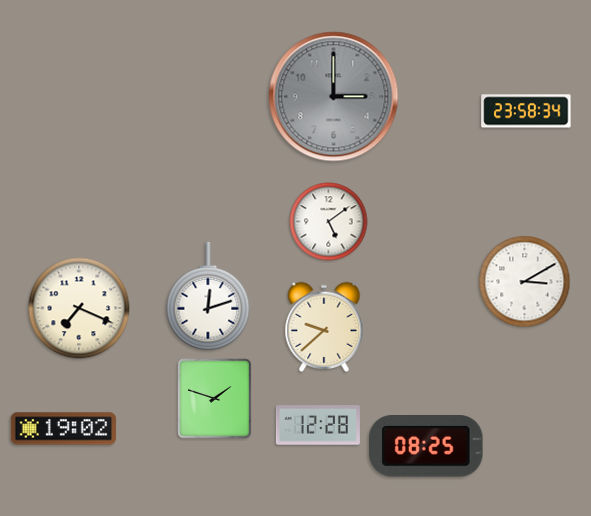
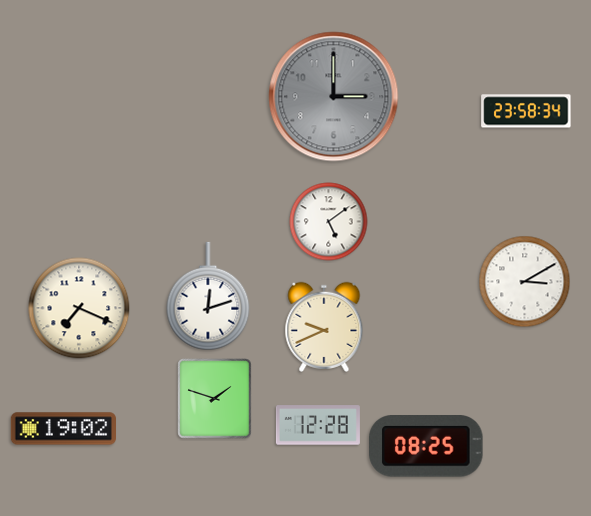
clock at (324, 327): 9:38 -> 9:41
